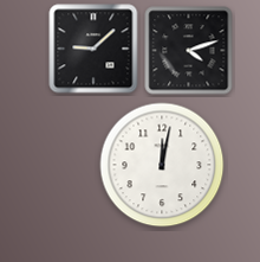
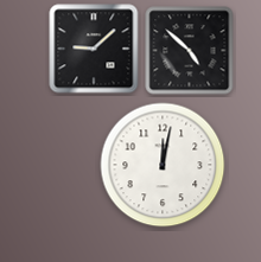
clock at (189, 51): 4:12 -> 4:52
